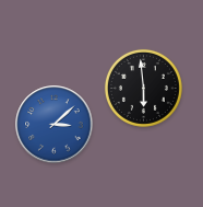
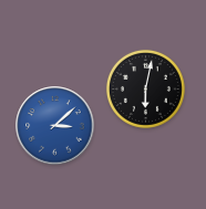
clock at (143, 88): 5:59 -> 6:02
